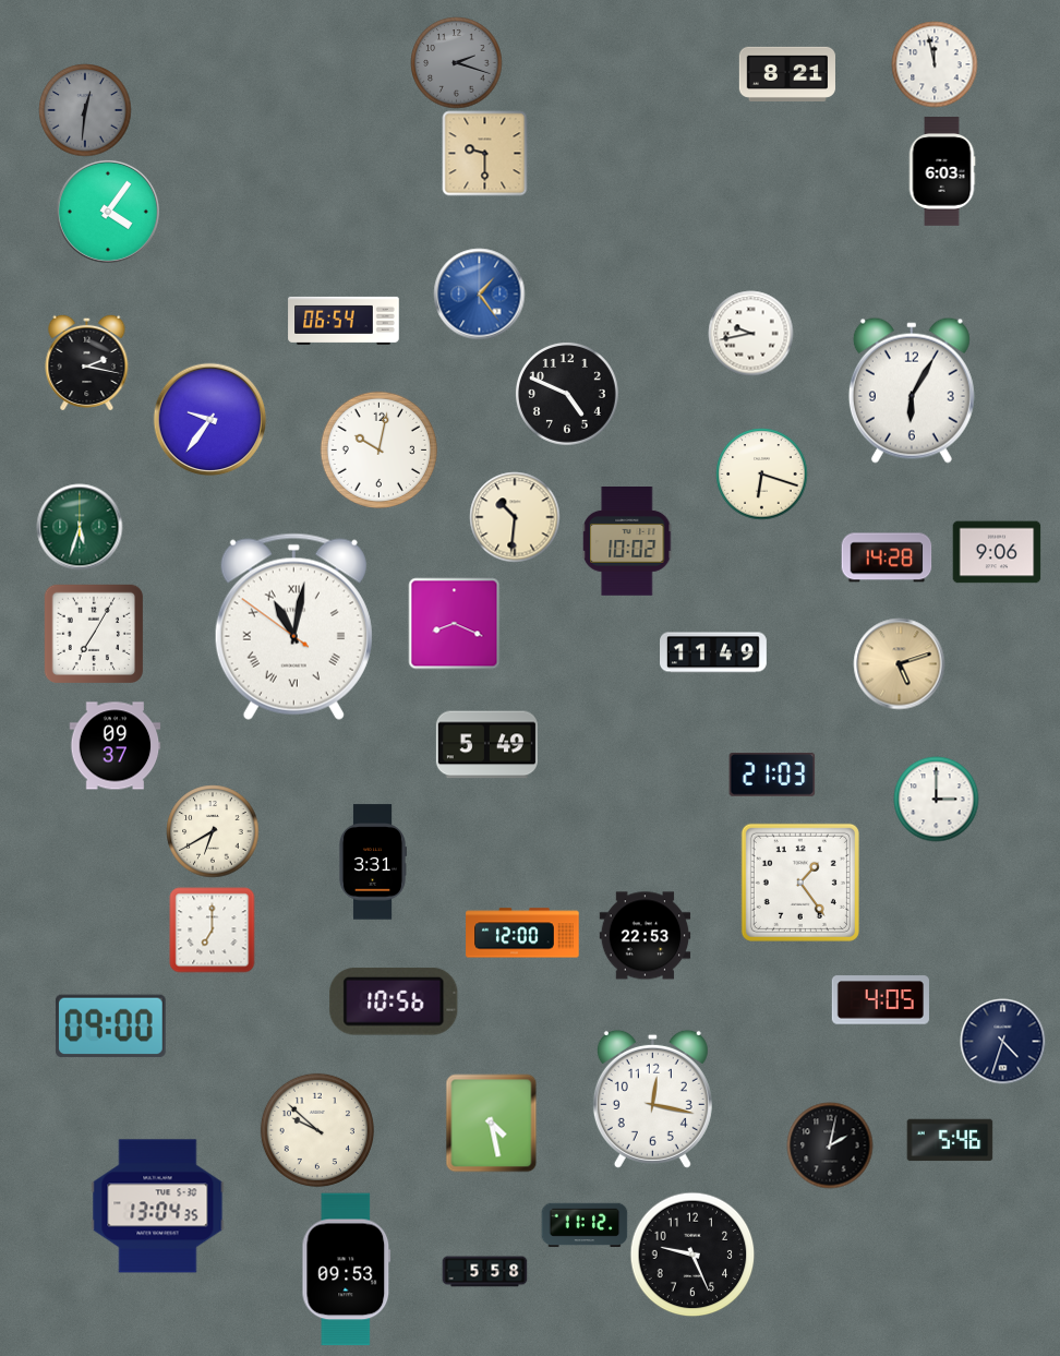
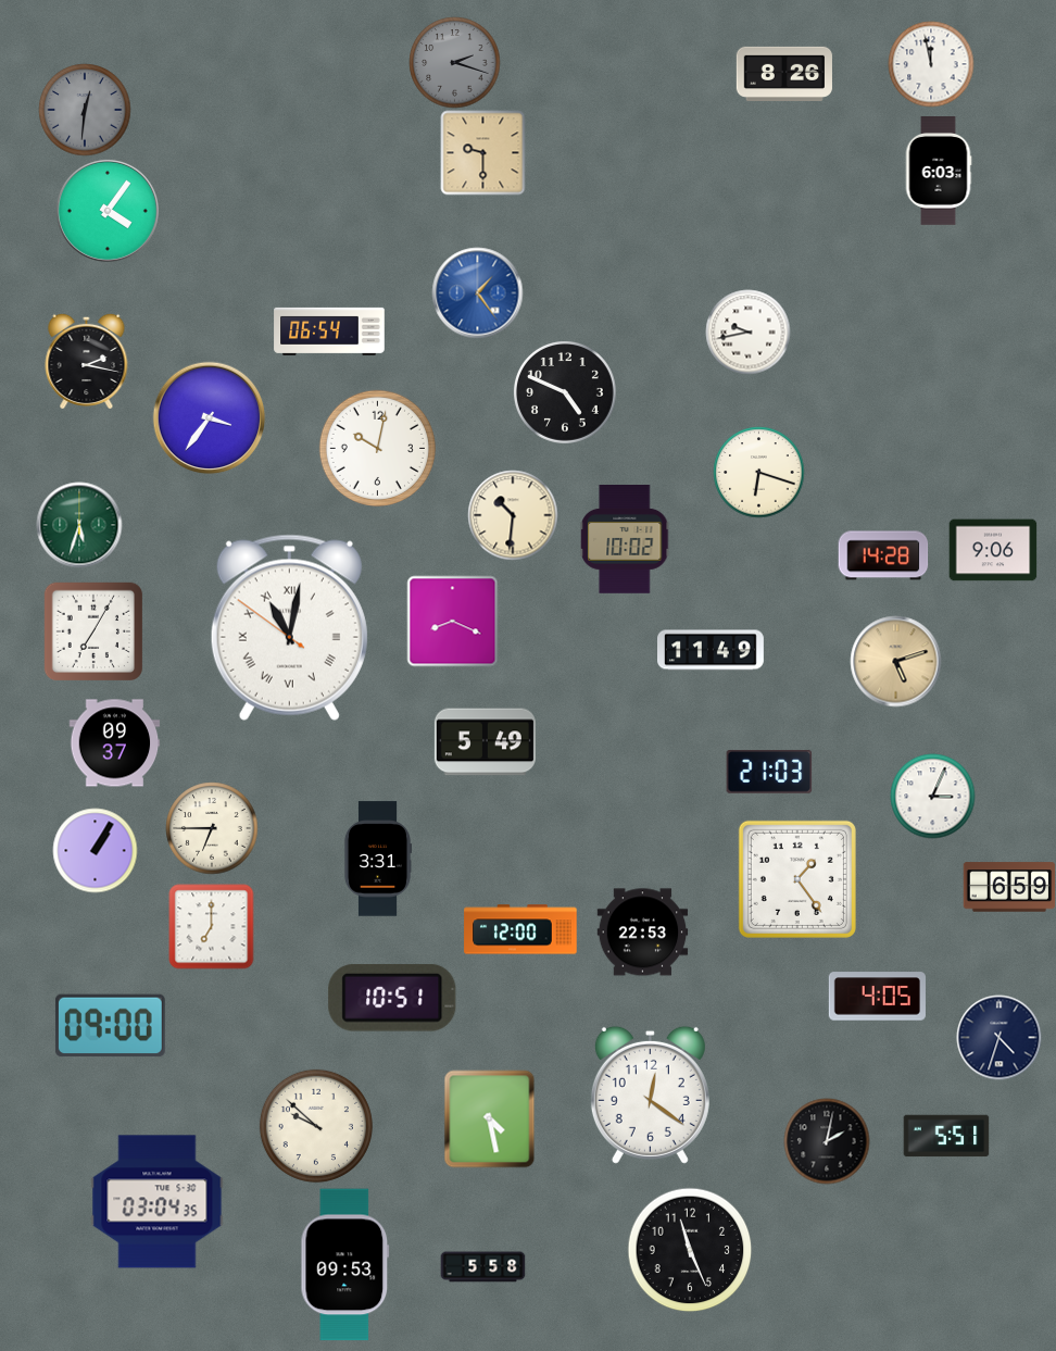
clock at (787, 74): 8:21 -> 8:26
clock at (344, 321) position: (344, 321) -> (329, 332)
clock at (912, 391): 6:05 -> none
clock at (209, 419): 9:36 -> 3:36
clock at (293, 626) position: (293, 626) -> (289, 627)
clock at (936, 799): 3:00 -> 3:04
clock at (213, 831): 6:40 -> 6:45
clock at (95, 850): none -> 1:05
clock at (372, 862) position: (372, 862) -> (377, 859)
clock at (1009, 887): none -> 6:59
clock at (394, 1001): 10:56 -> 10:51
clock at (110, 1027) position: (110, 1027) -> (110, 1026)
clock at (652, 1099): 12:17 -> 12:21
clock at (950, 1140): 5:46 -> 5:51
clock at (158, 1207): 13:04 -> 03:04
clock at (585, 1225): 11:12 -> none
clock at (692, 1255): 9:26 -> 11:26
